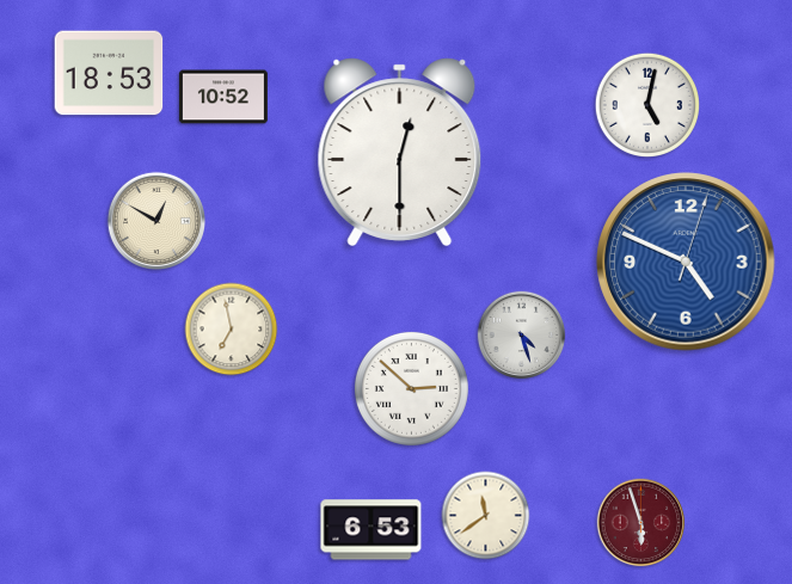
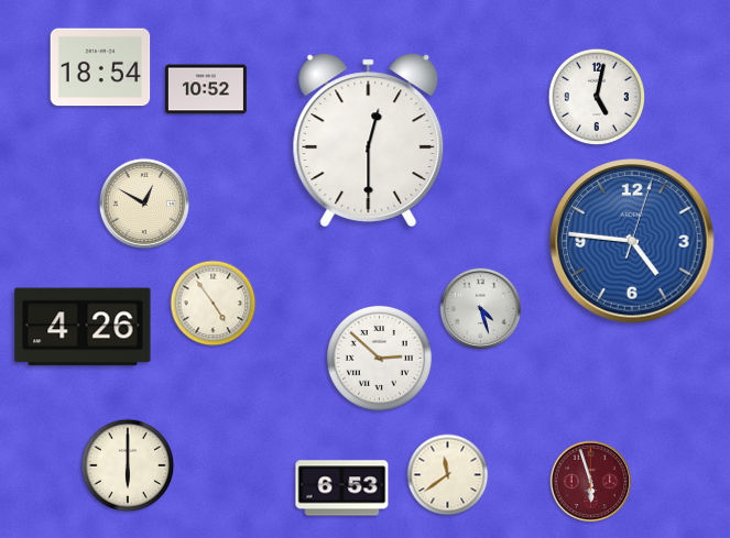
clock at (109, 73): 18:53 -> 18:54
clock at (686, 262): 4:49 -> 4:46
clock at (232, 330): 6:58 -> 4:54
clock at (83, 327): none -> 4:26
clock at (128, 465): none -> 6:00
